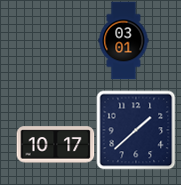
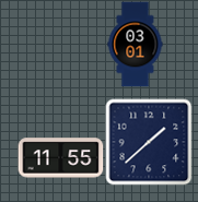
clock at (55, 145): 10:17 -> 11:55
